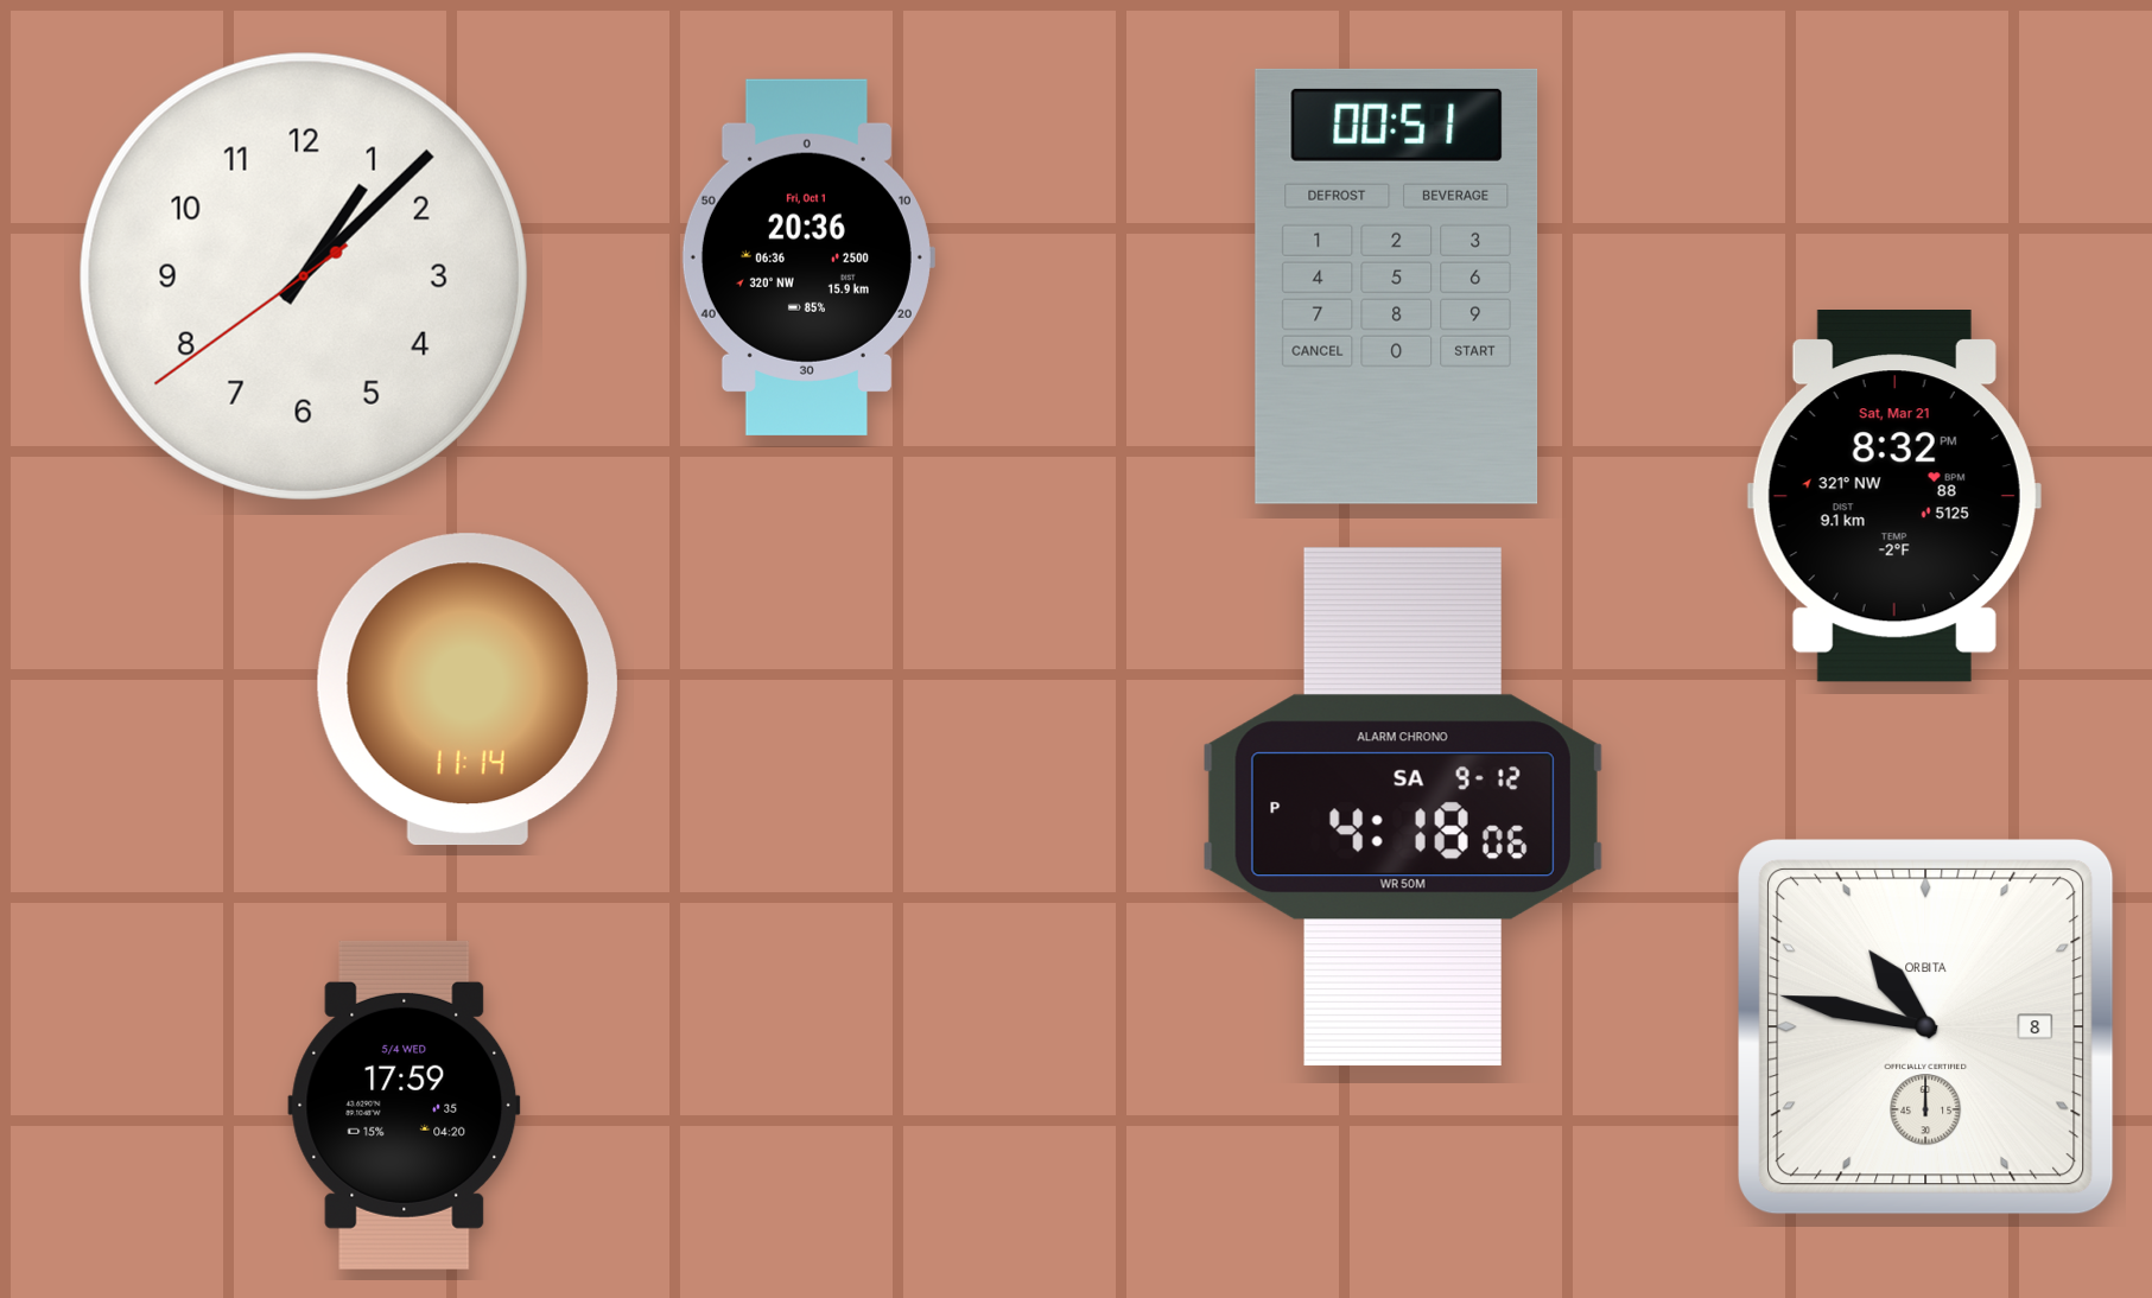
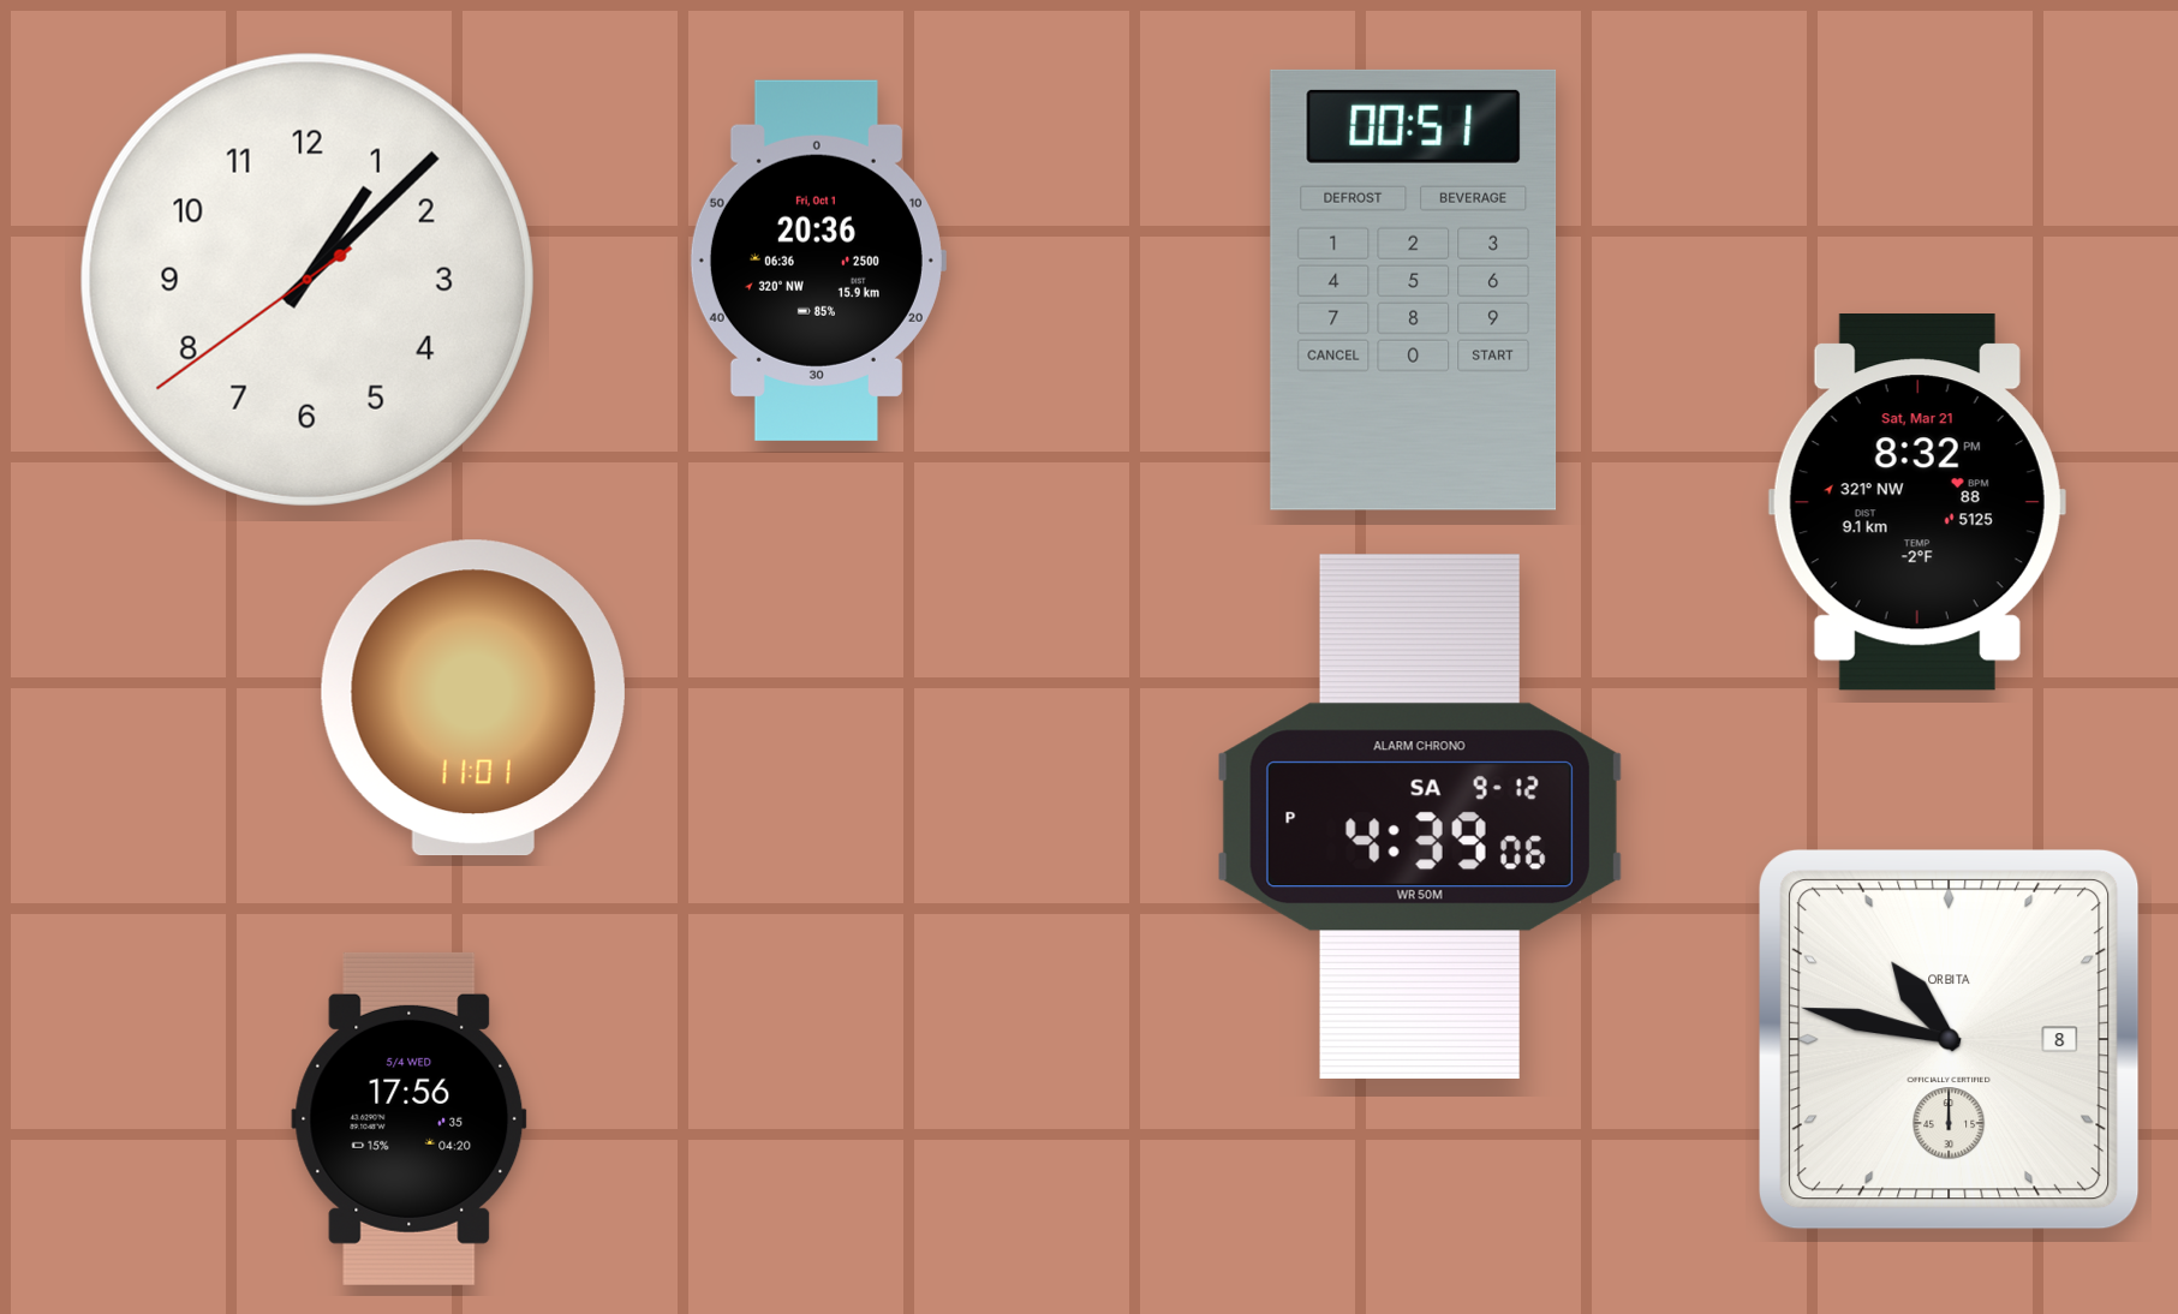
clock at (468, 689): 11:14 -> 11:01
clock at (1403, 807): 4:18 -> 4:39
clock at (405, 1105): 17:59 -> 17:56
